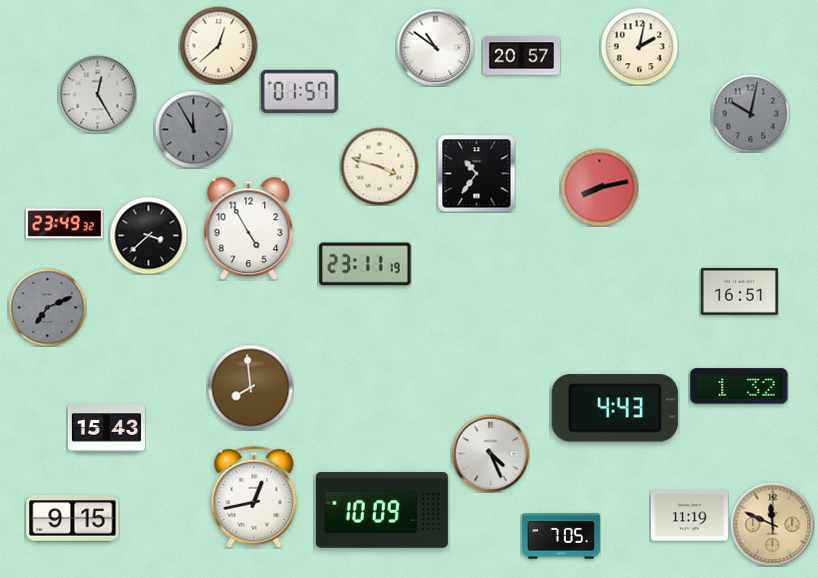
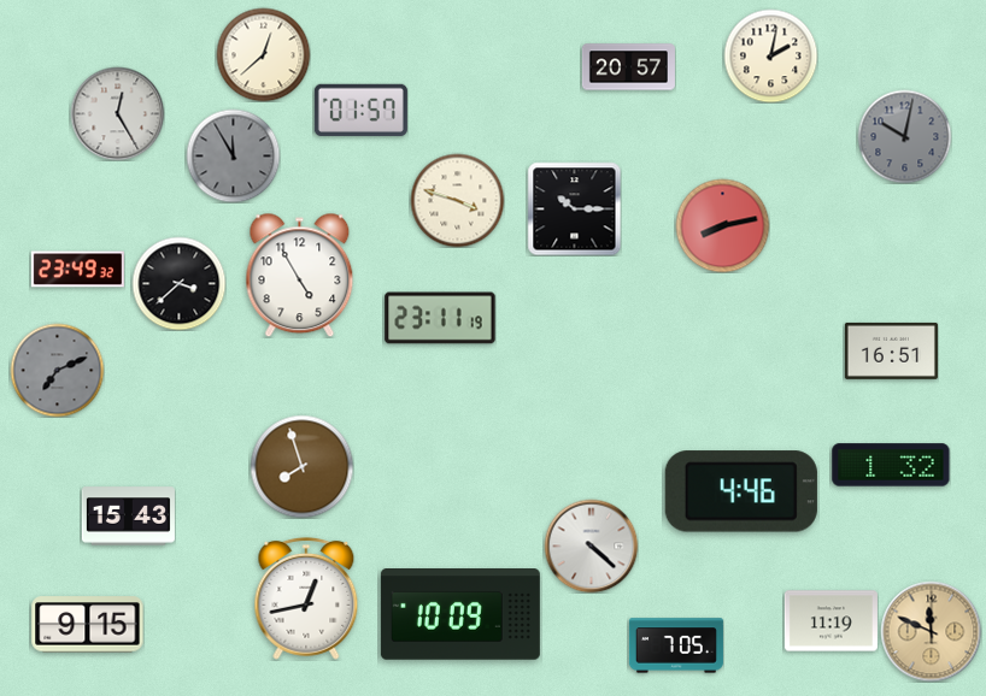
clock at (435, 47): 10:51 -> none
clock at (476, 173): 10:36 -> 10:15
clock at (250, 387): 7:59 -> 7:57
clock at (615, 408): 4:43 -> 4:46
clock at (490, 453): 4:26 -> 4:22
